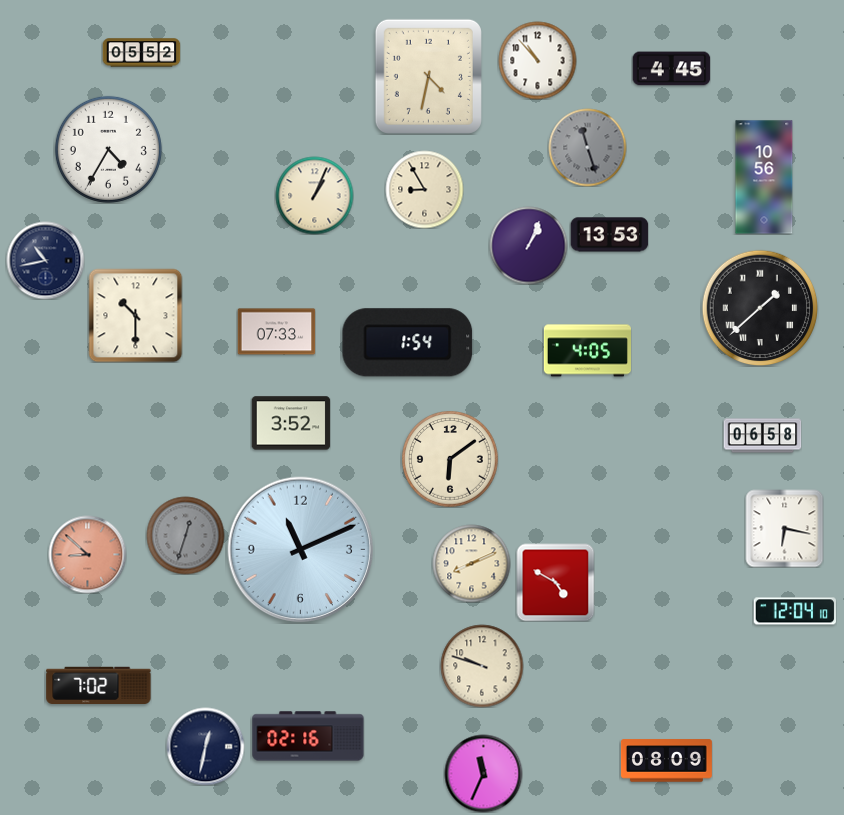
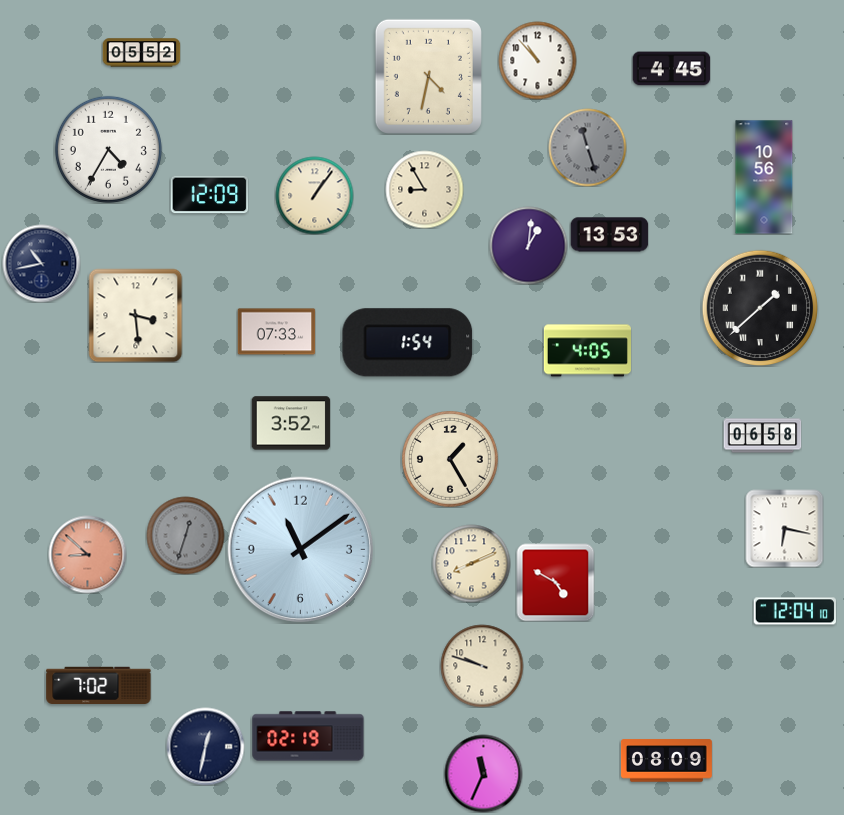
clock at (209, 195): none -> 12:09
clock at (314, 195): 1:04 -> 1:06
clock at (528, 245): 1:04 -> 1:01
clock at (45, 260) position: (45, 260) -> (41, 263)
clock at (135, 315): 10:30 -> 3:29
clock at (450, 459): 6:09 -> 1:25
clock at (301, 550): 11:11 -> 11:09
clock at (308, 736): 02:16 -> 02:19
